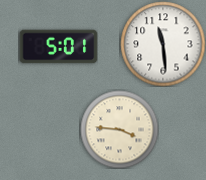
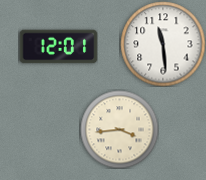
clock at (58, 47): 5:01 -> 12:01
clock at (119, 129): 3:46 -> 3:44
